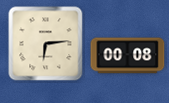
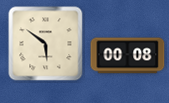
clock at (46, 44): 6:14 -> 5:51
